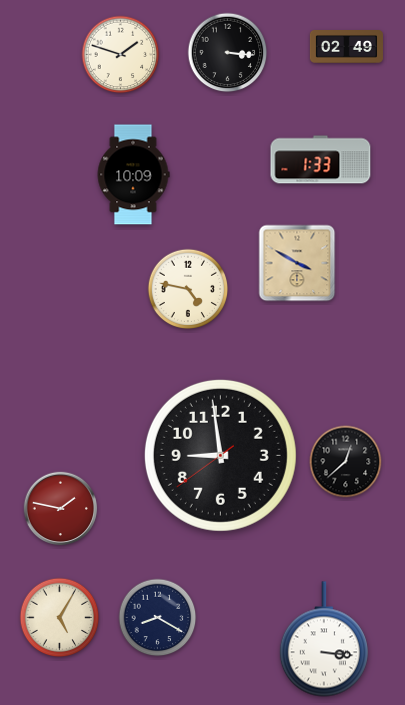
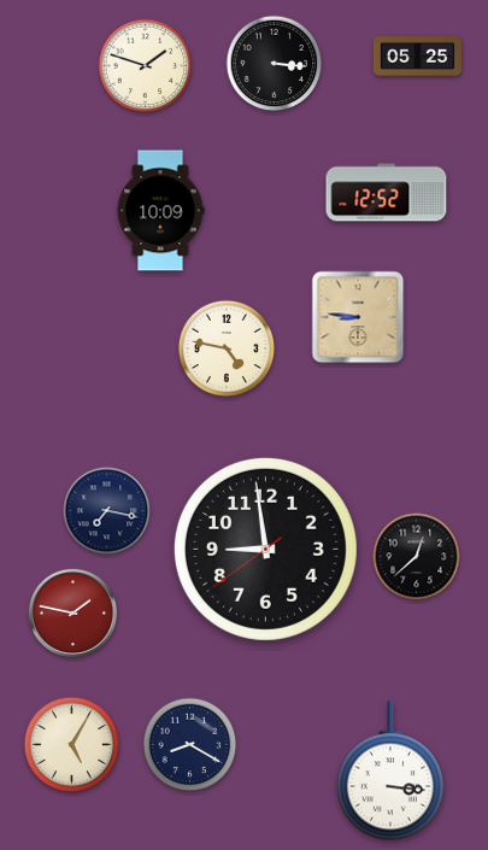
clock at (346, 47): 02:49 -> 05:25
clock at (321, 160): 1:33 -> 12:52
clock at (297, 263): 3:50 -> 8:46
clock at (107, 511): none -> 7:17
